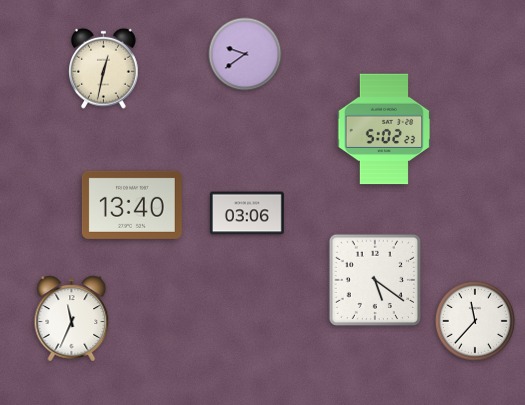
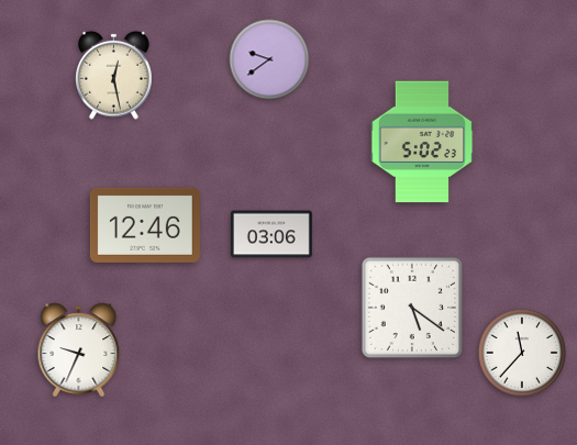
clock at (104, 68): 12:32 -> 12:28
clock at (132, 205): 13:40 -> 12:46
clock at (72, 319): 11:34 -> 9:34
